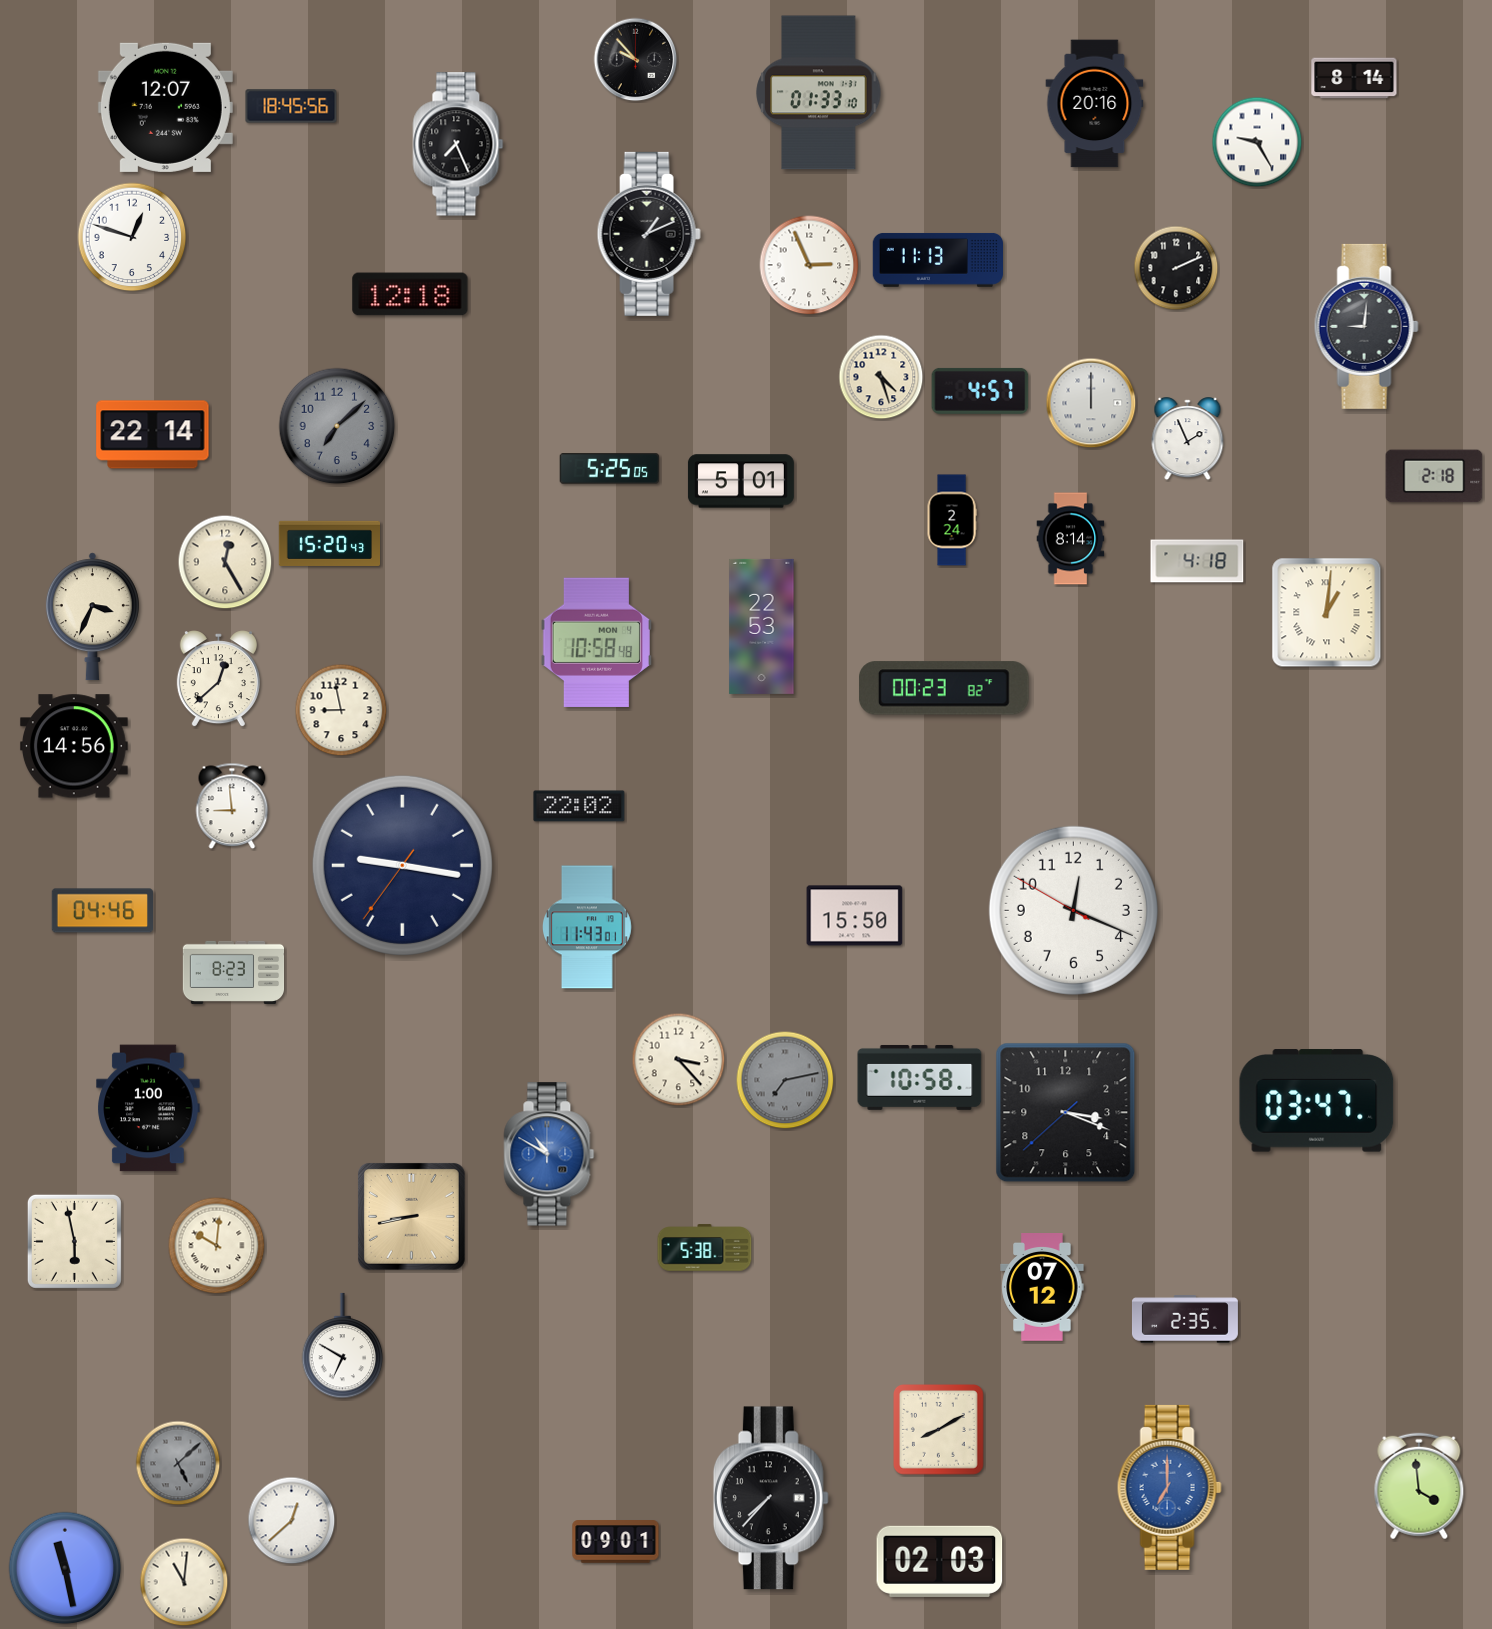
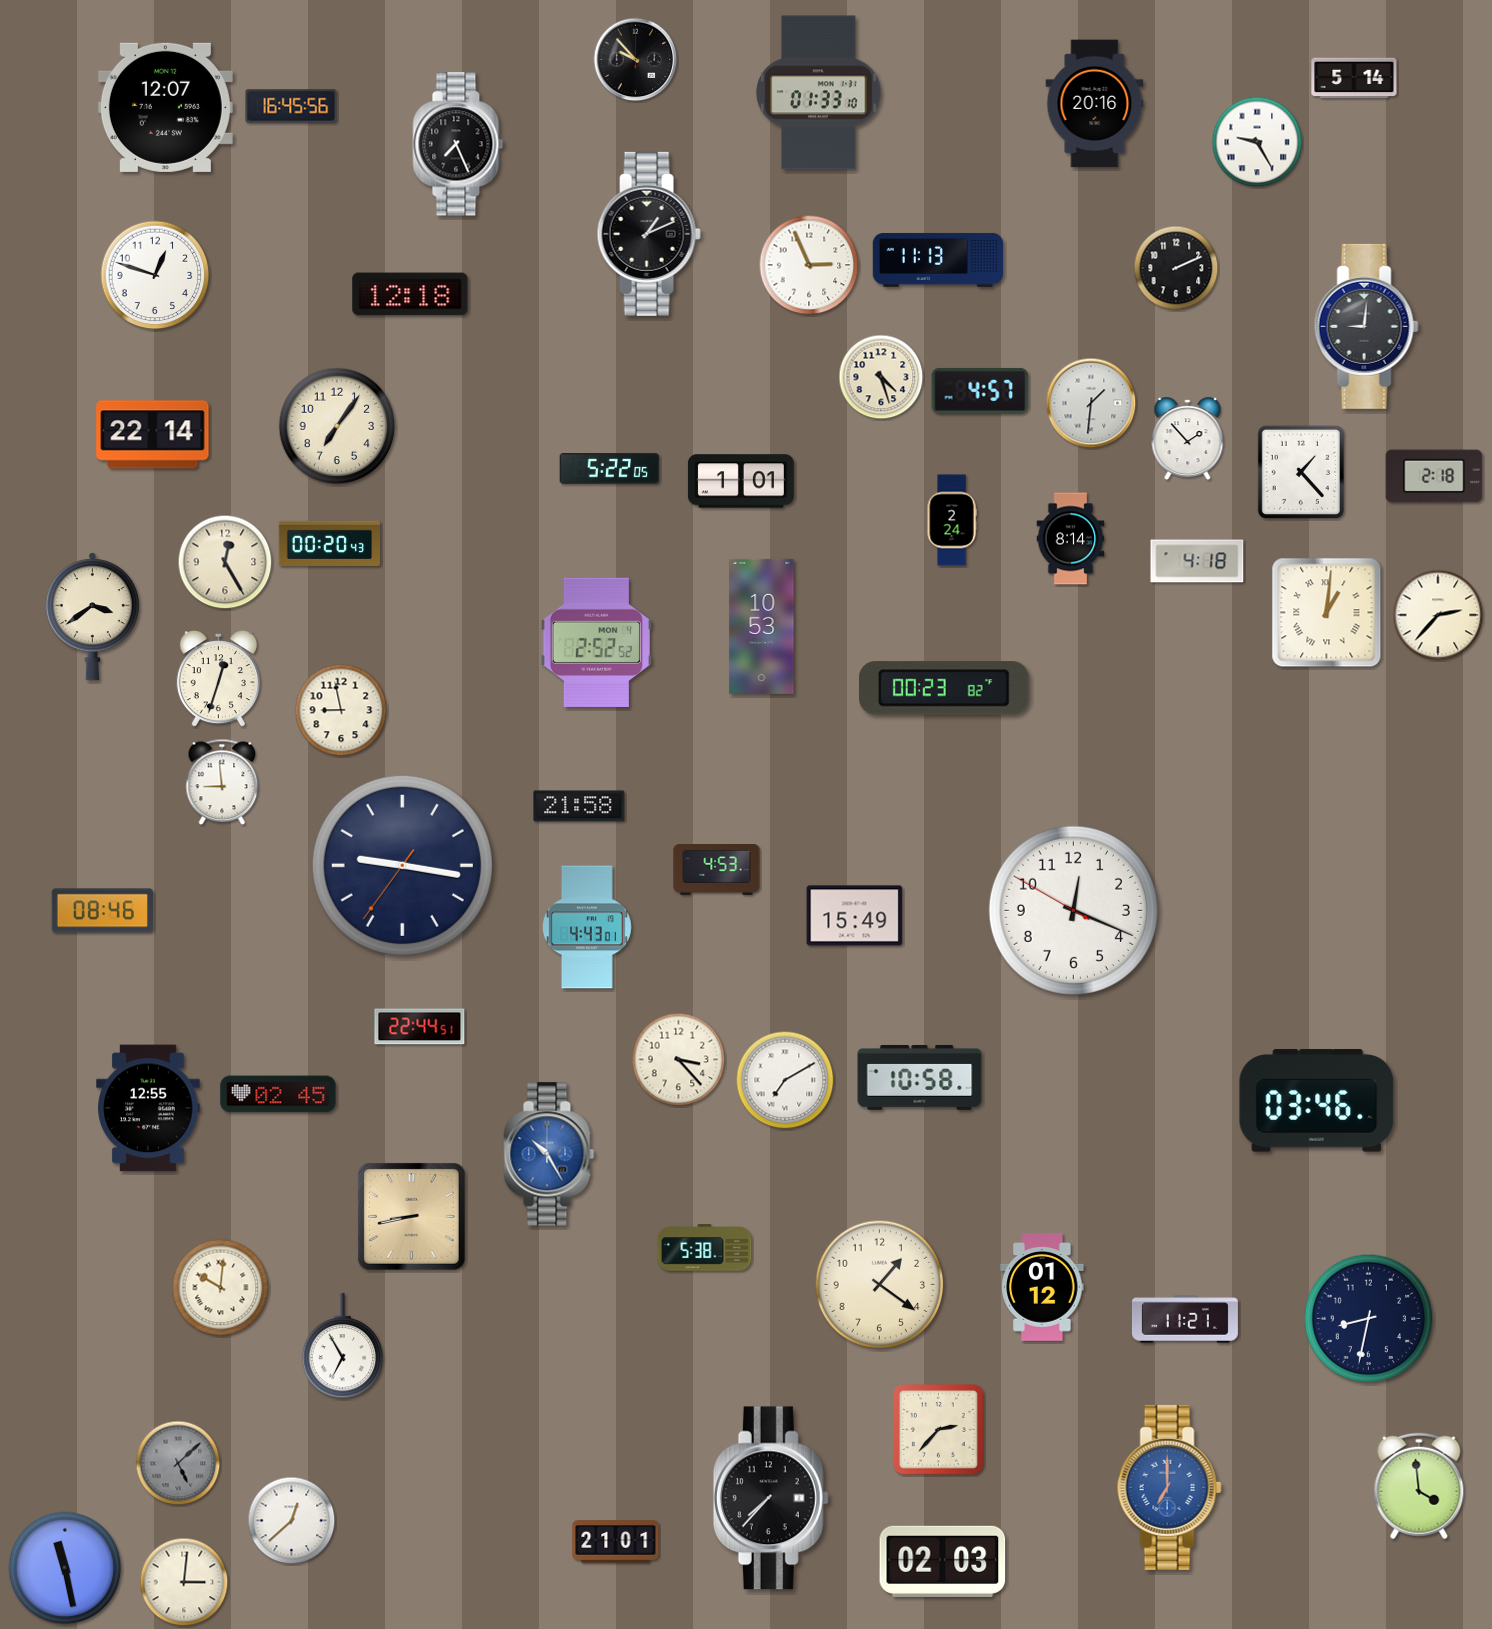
clock at (1354, 78): 8:14 -> 5:14
clock at (291, 106): 18:45 -> 16:45
clock at (132, 237) position: (132, 237) -> (155, 275)
clock at (1091, 403): 12:00 -> 1:31
clock at (337, 426): 7:08 -> 7:06
clock at (337, 426) dial: grey -> cream
clock at (1188, 439): 1:56 -> 1:53
clock at (610, 469): 5:25 -> 5:22
clock at (1301, 472): none -> 1:23
clock at (741, 481): 5:01 -> 1:01
clock at (329, 543): 15:20 -> 00:20
clock at (1438, 615): none -> 2:37
clock at (92, 617): 3:34 -> 3:39
clock at (762, 626): 22:53 -> 10:53
clock at (596, 642): 10:58 -> 2:52
clock at (218, 679): 12:38 -> 12:33
clock at (74, 746): 14:56 -> none
clock at (232, 806) position: (232, 806) -> (222, 782)
clock at (579, 806): 22:02 -> 21:58
clock at (717, 870): none -> 4:53
clock at (102, 911): 04:46 -> 08:46
clock at (855, 916): 15:50 -> 15:49
clock at (588, 927): 11:43 -> 4:43
clock at (234, 972): 8:23 -> none
clock at (420, 1027): none -> 22:44
clock at (785, 1080): 7:13 -> 7:10
clock at (785, 1080) dial: grey -> white
clock at (278, 1094): none -> 02:45
clock at (1317, 1101): 03:47 -> 03:46
clock at (148, 1108): 1:00 -> 12:55
clock at (1066, 1113): 3:18 -> none
clock at (549, 1154): 10:50 -> 10:25
clock at (74, 1241): 5:58 -> none
clock at (217, 1246) position: (217, 1246) -> (221, 1288)
clock at (880, 1285): none -> 1:21
clock at (1042, 1288): 07:12 -> 01:12
clock at (1185, 1319): 2:35 -> 11:21
clock at (1369, 1319): none -> 8:32
clock at (343, 1346): 6:50 -> 6:55
clock at (939, 1430): 8:10 -> 2:37
clock at (616, 1542): 09:01 -> 21:01
clock at (940, 1561) position: (940, 1561) -> (943, 1561)
clock at (184, 1582): 11:01 -> 3:01
